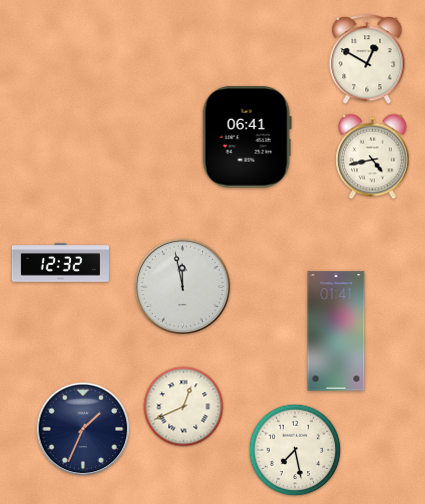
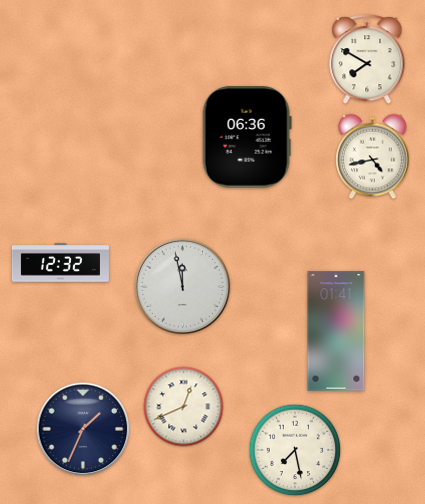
clock at (367, 60): 12:50 -> 7:50
clock at (247, 137): 06:41 -> 06:36
